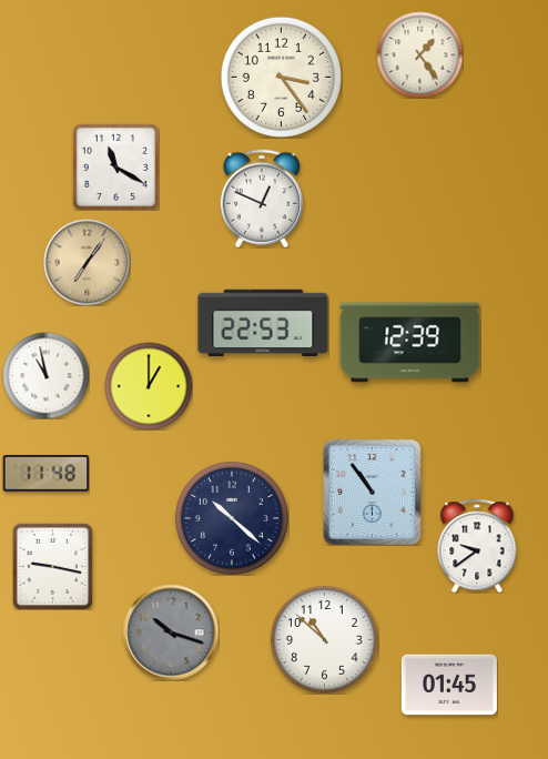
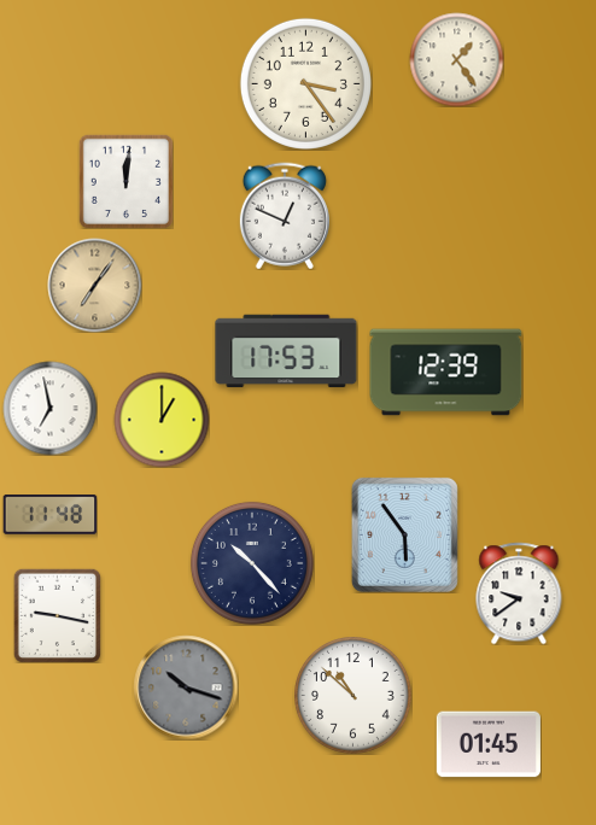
clock at (115, 166): 11:20 -> 12:01
clock at (263, 323): 22:53 -> 17:53
clock at (45, 375): 10:58 -> 6:58
clock at (372, 492): 10:54 -> 5:54
clock at (232, 518): 10:22 -> 10:23
